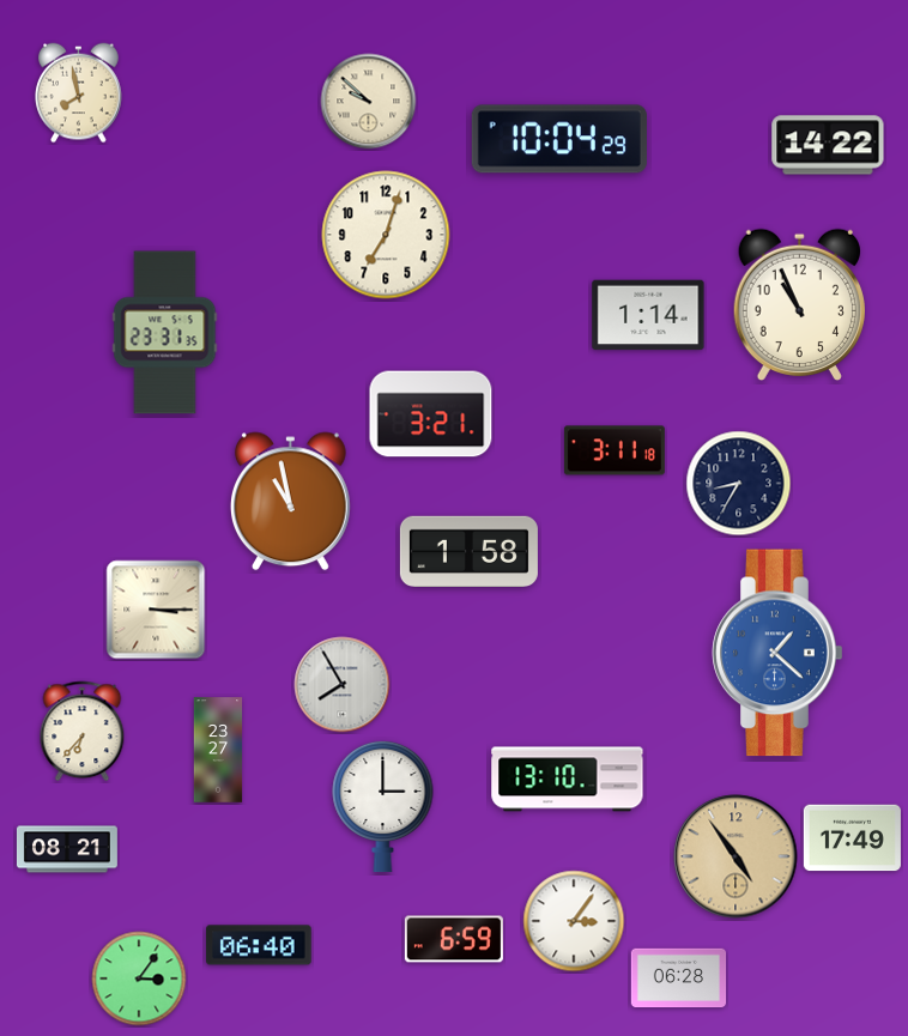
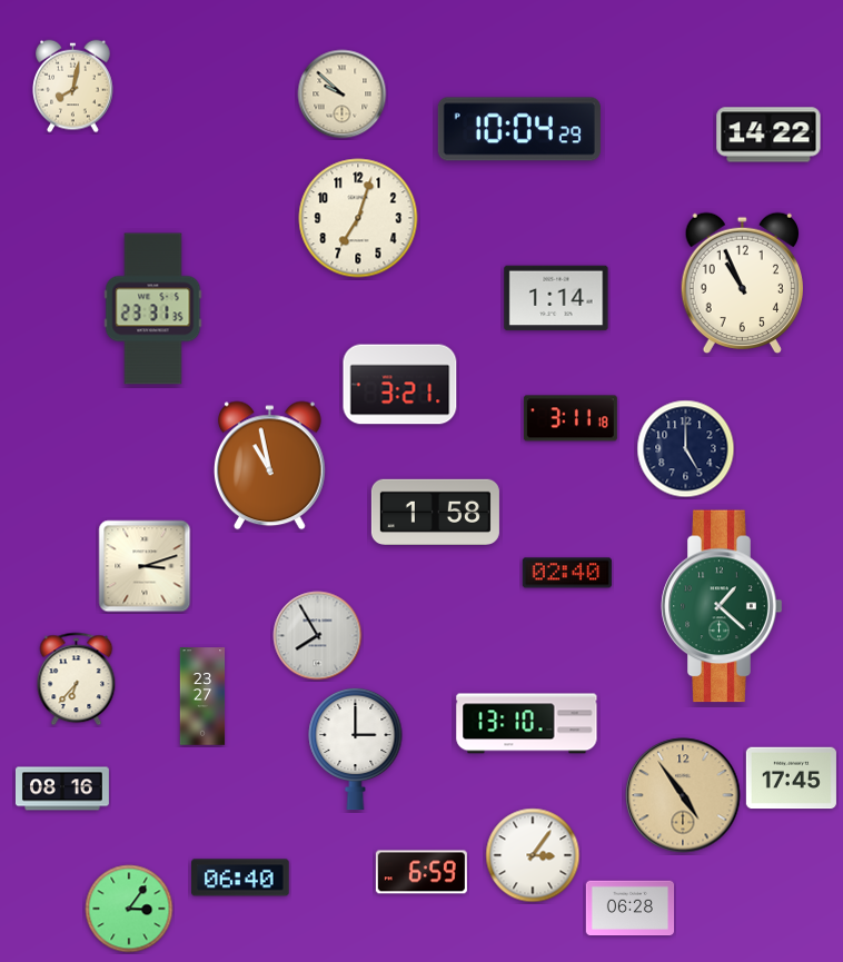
clock at (79, 93): 7:58 -> 8:02
clock at (648, 315) position: (648, 315) -> (556, 298)
clock at (739, 484): 8:35 -> 5:00
clock at (156, 610): 3:15 -> 3:12
clock at (567, 573): none -> 02:40
clock at (777, 653) dial: blue -> green
clock at (852, 838): 17:49 -> 17:45
clock at (67, 849): 08:21 -> 08:16
